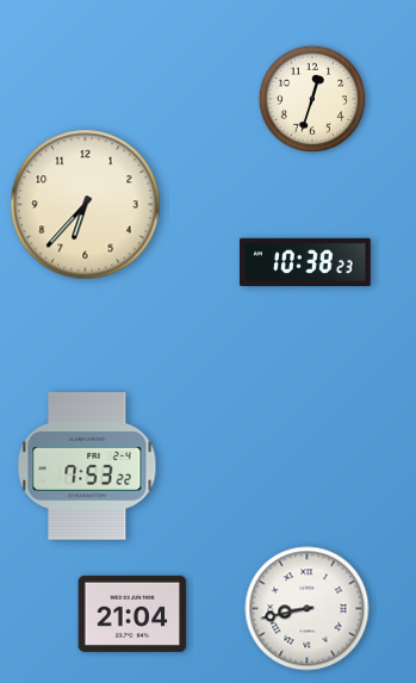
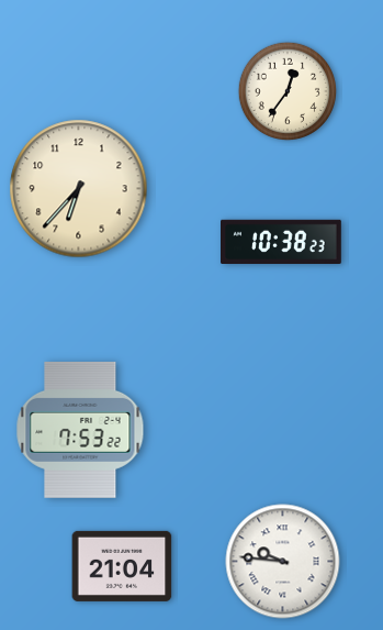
clock at (311, 98): 12:33 -> 12:36
clock at (308, 609): 8:43 -> 9:46
